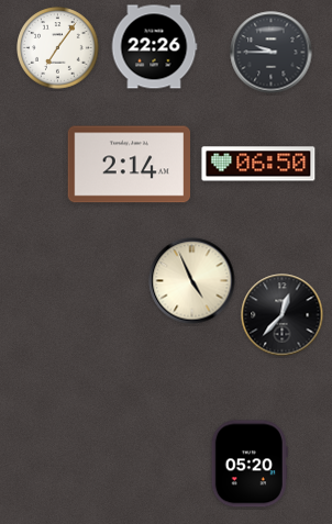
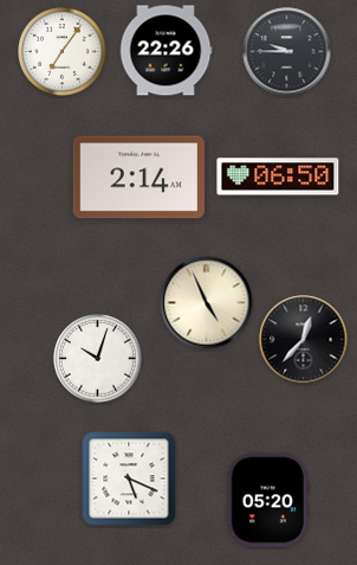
clock at (272, 53) position: (272, 53) -> (287, 52)
clock at (98, 359): none -> 10:03
clock at (129, 479): none -> 5:19
